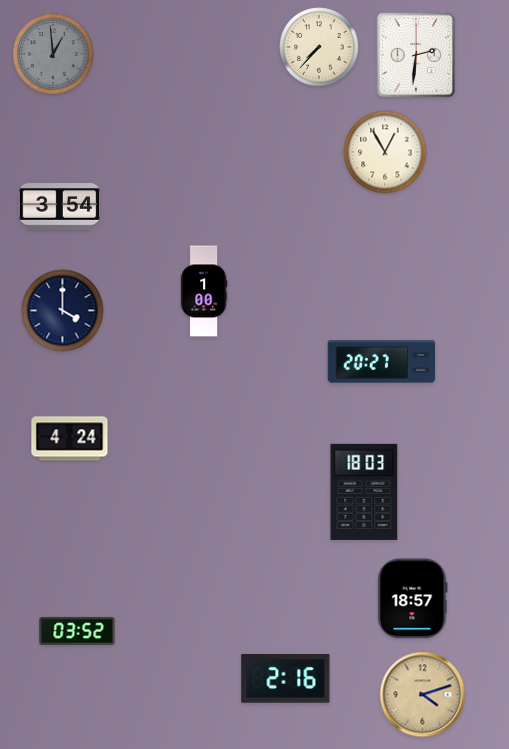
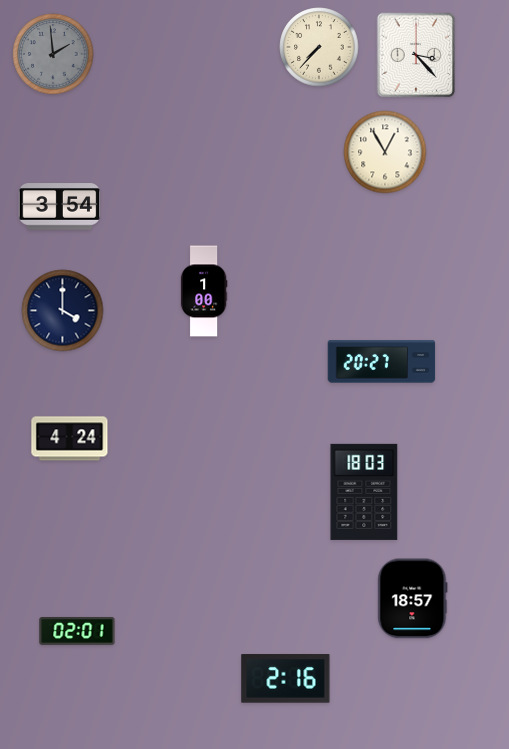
clock at (53, 54): 12:59 -> 1:59
clock at (416, 55): 2:31 -> 3:23
clock at (77, 631): 03:52 -> 02:01
clock at (423, 695): 4:12 -> none
